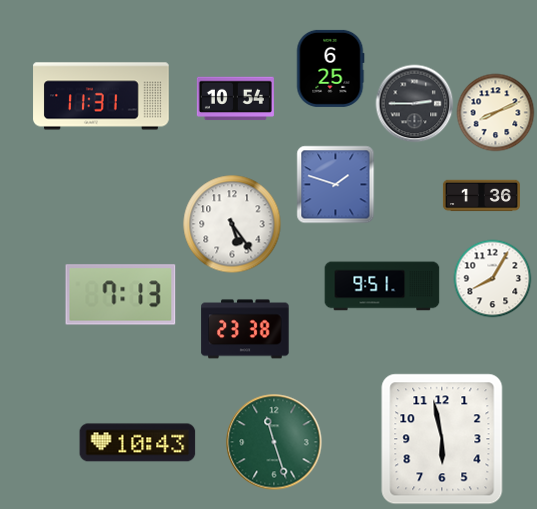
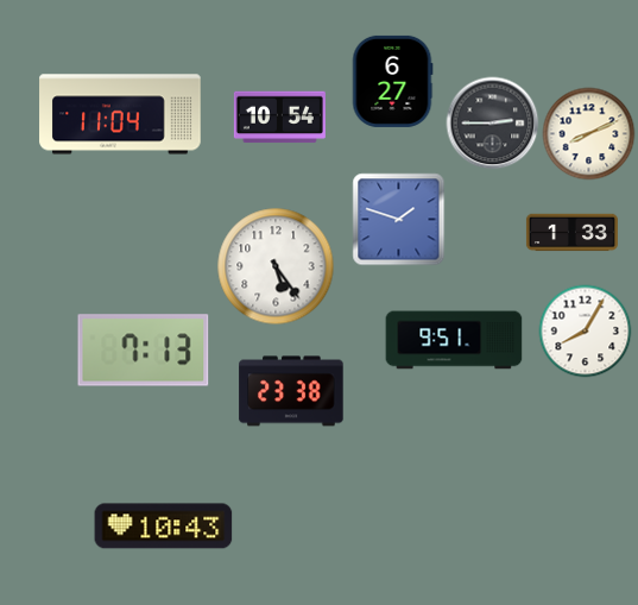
clock at (330, 68): 6:25 -> 6:27
clock at (101, 96): 11:31 -> 11:04
clock at (481, 196): 1:36 -> 1:33
clock at (442, 439): 5:58 -> none
clock at (274, 442): 11:27 -> none
